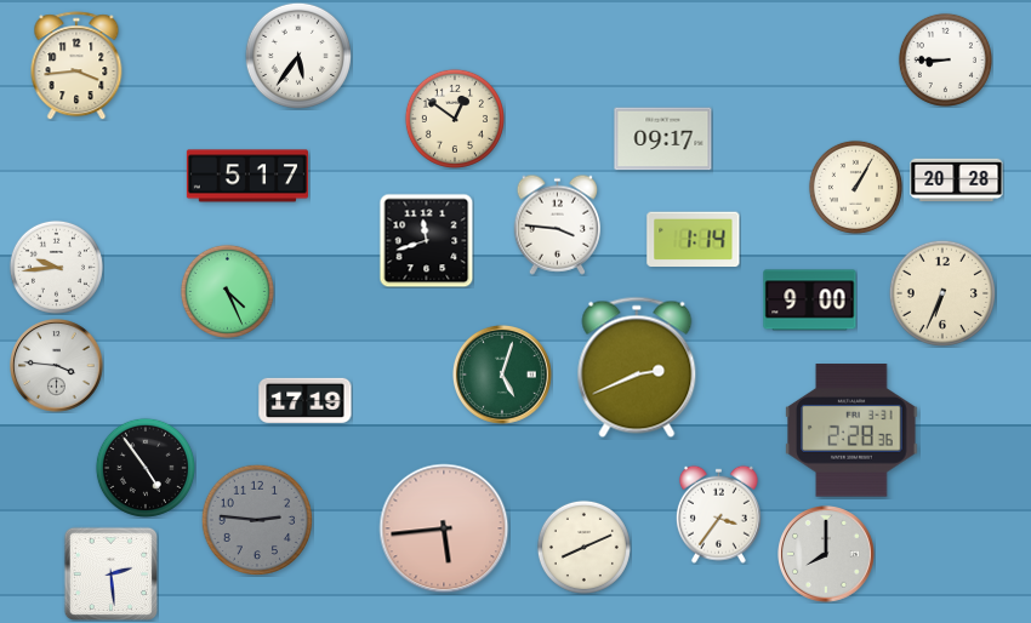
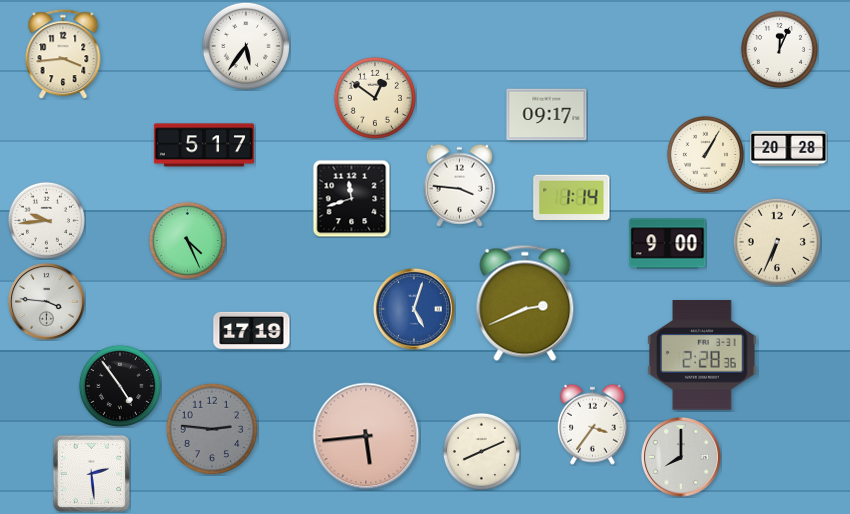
clock at (945, 59): 8:45 -> 12:04
clock at (810, 301) position: (810, 301) -> (668, 244)
clock at (502, 375) dial: green -> blue
